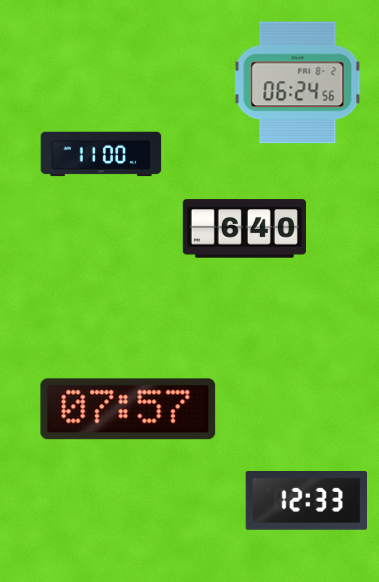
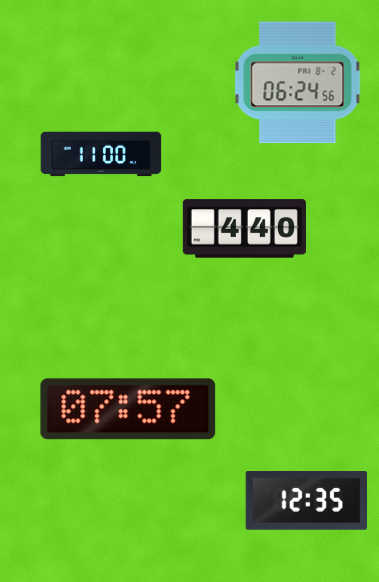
clock at (244, 229): 6:40 -> 4:40
clock at (307, 501): 12:33 -> 12:35
